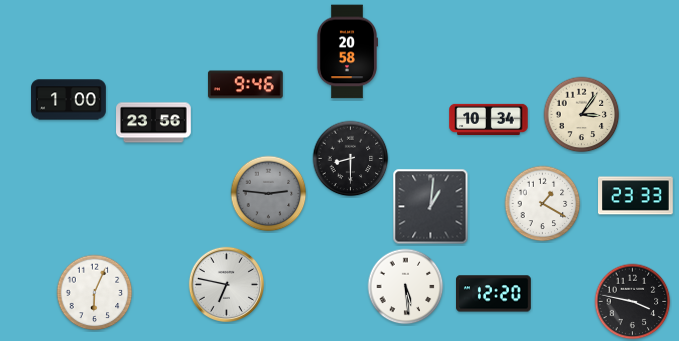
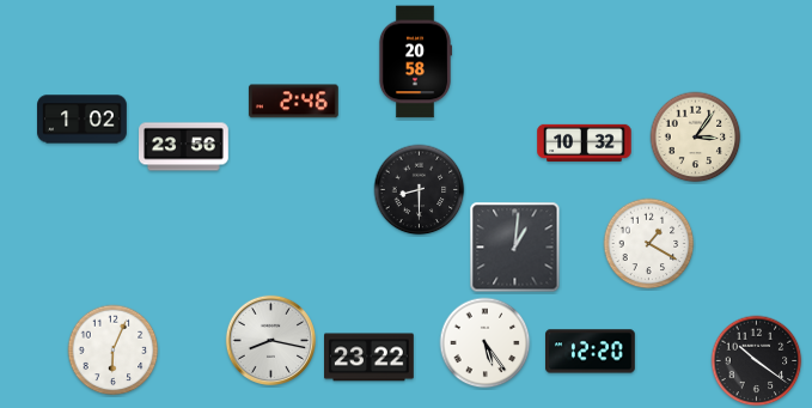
clock at (245, 85): 9:46 -> 2:46
clock at (69, 100): 1:00 -> 1:02
clock at (489, 119): 10:34 -> 10:32
clock at (269, 194): 2:46 -> none
clock at (636, 196): 23:33 -> none
clock at (226, 284): 6:47 -> 8:17
clock at (406, 287): 5:29 -> 5:24
clock at (370, 358): none -> 23:22
clock at (633, 302): 3:47 -> 10:21
